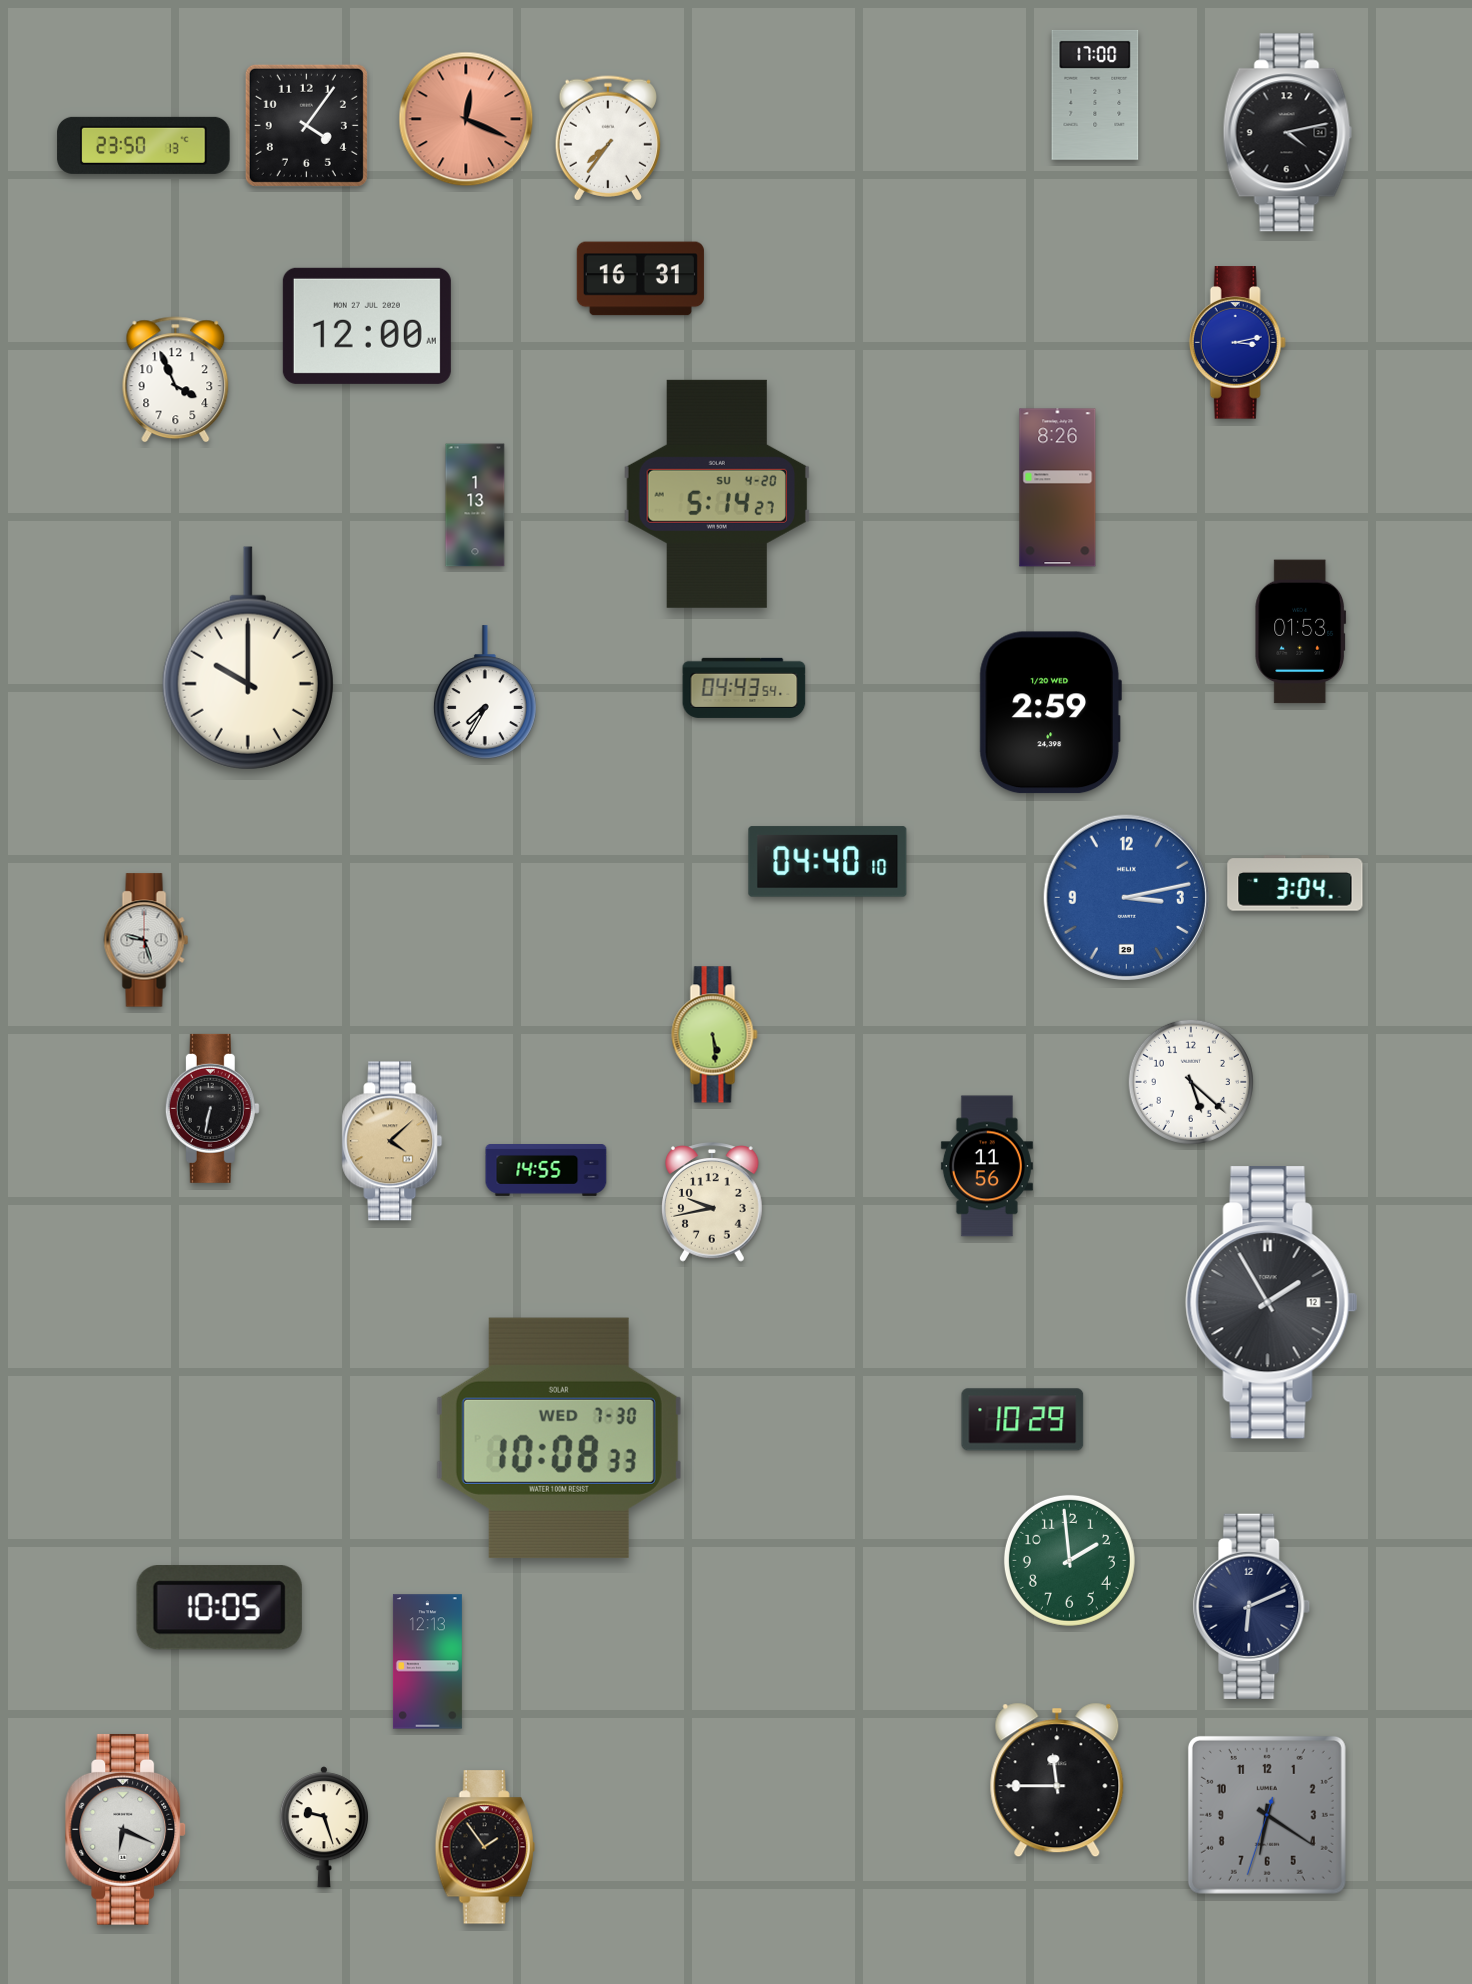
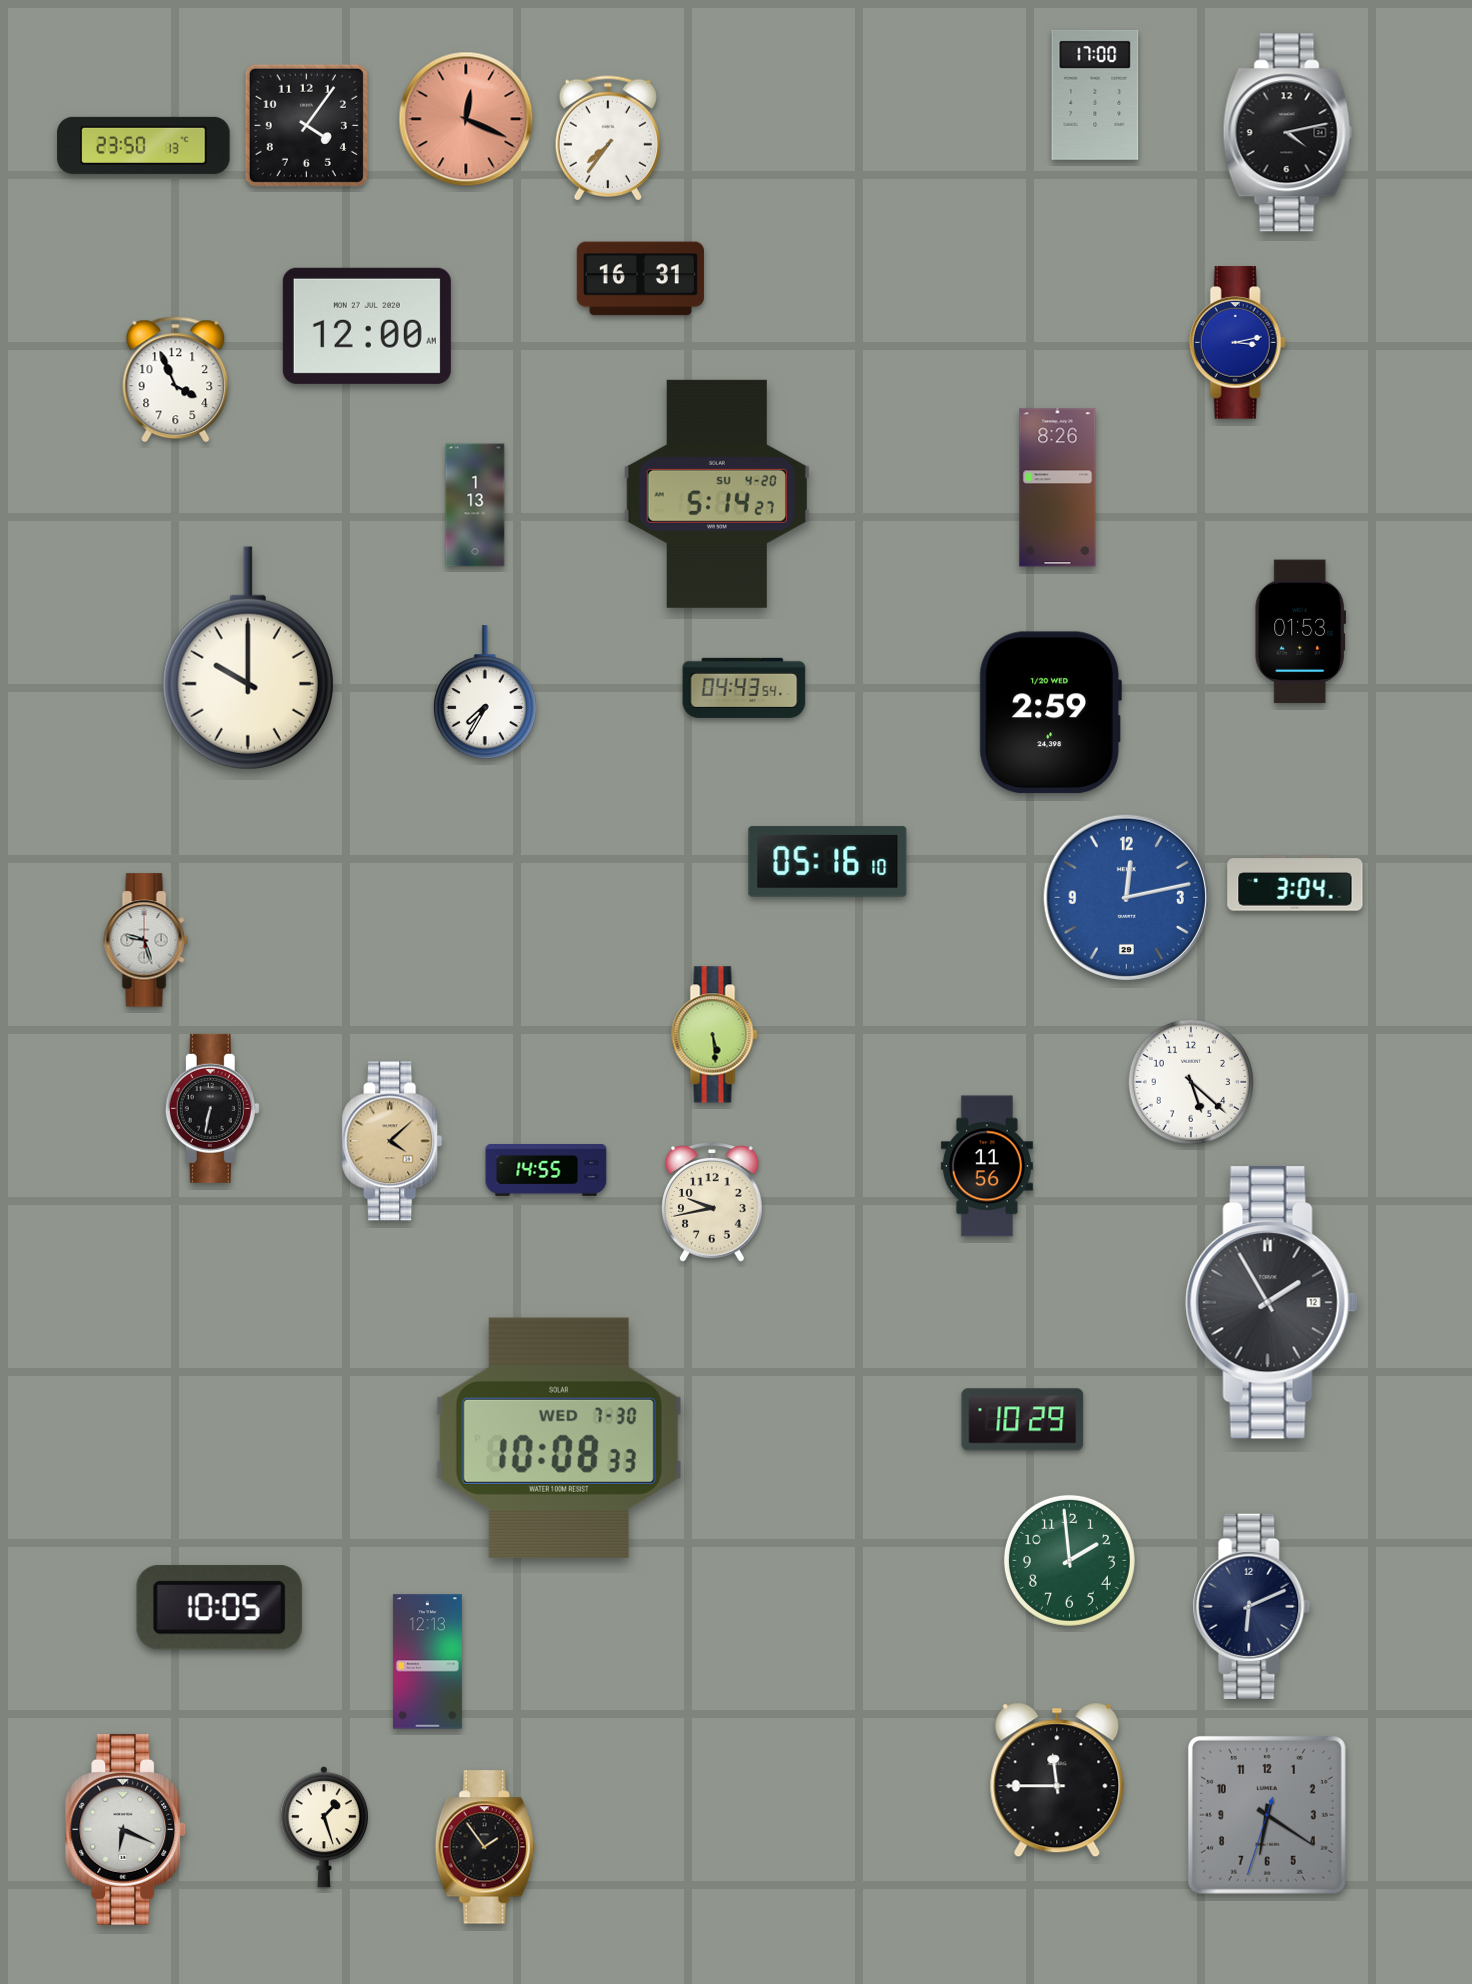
clock at (828, 862): 04:40 -> 05:16
clock at (1126, 897): 3:13 -> 12:13
clock at (324, 1827): 9:27 -> 1:27
